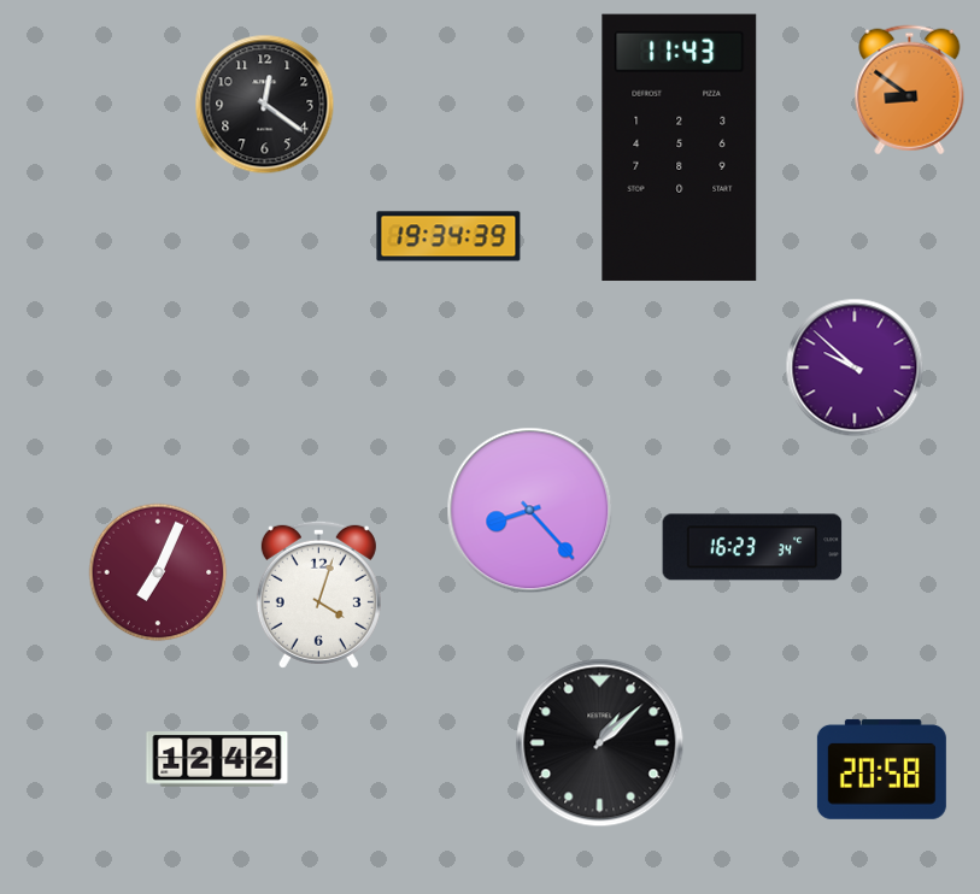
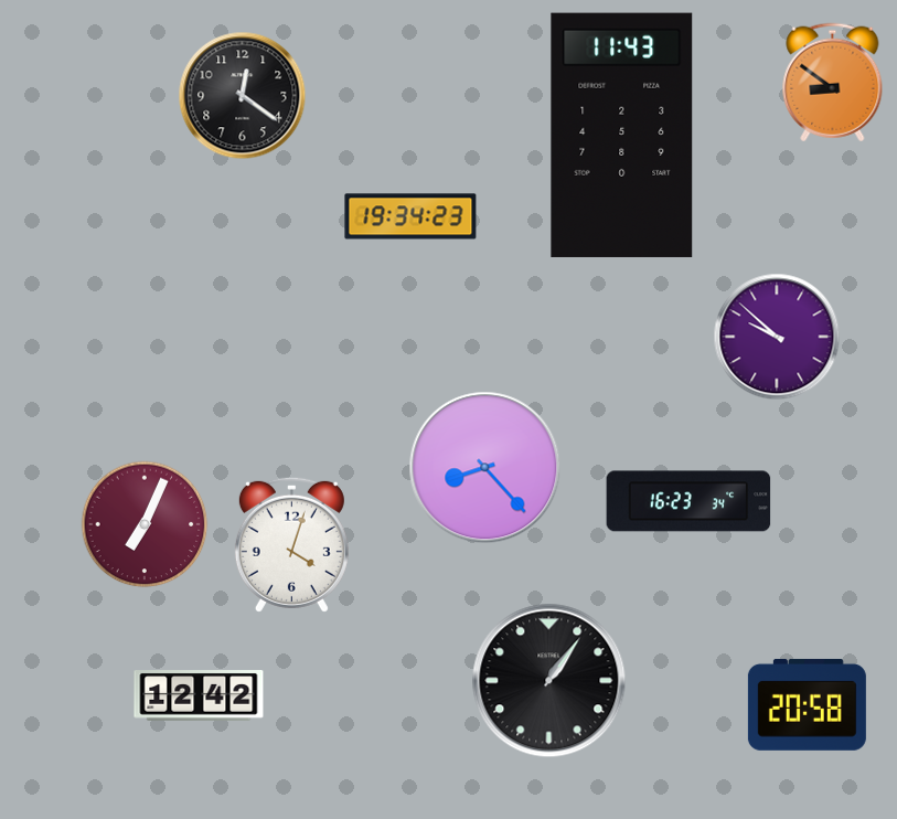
clock at (448, 236): 19:34:39 -> 19:34:23
clock at (855, 367) position: (855, 367) -> (777, 337)
clock at (600, 743): 1:08 -> 1:06
